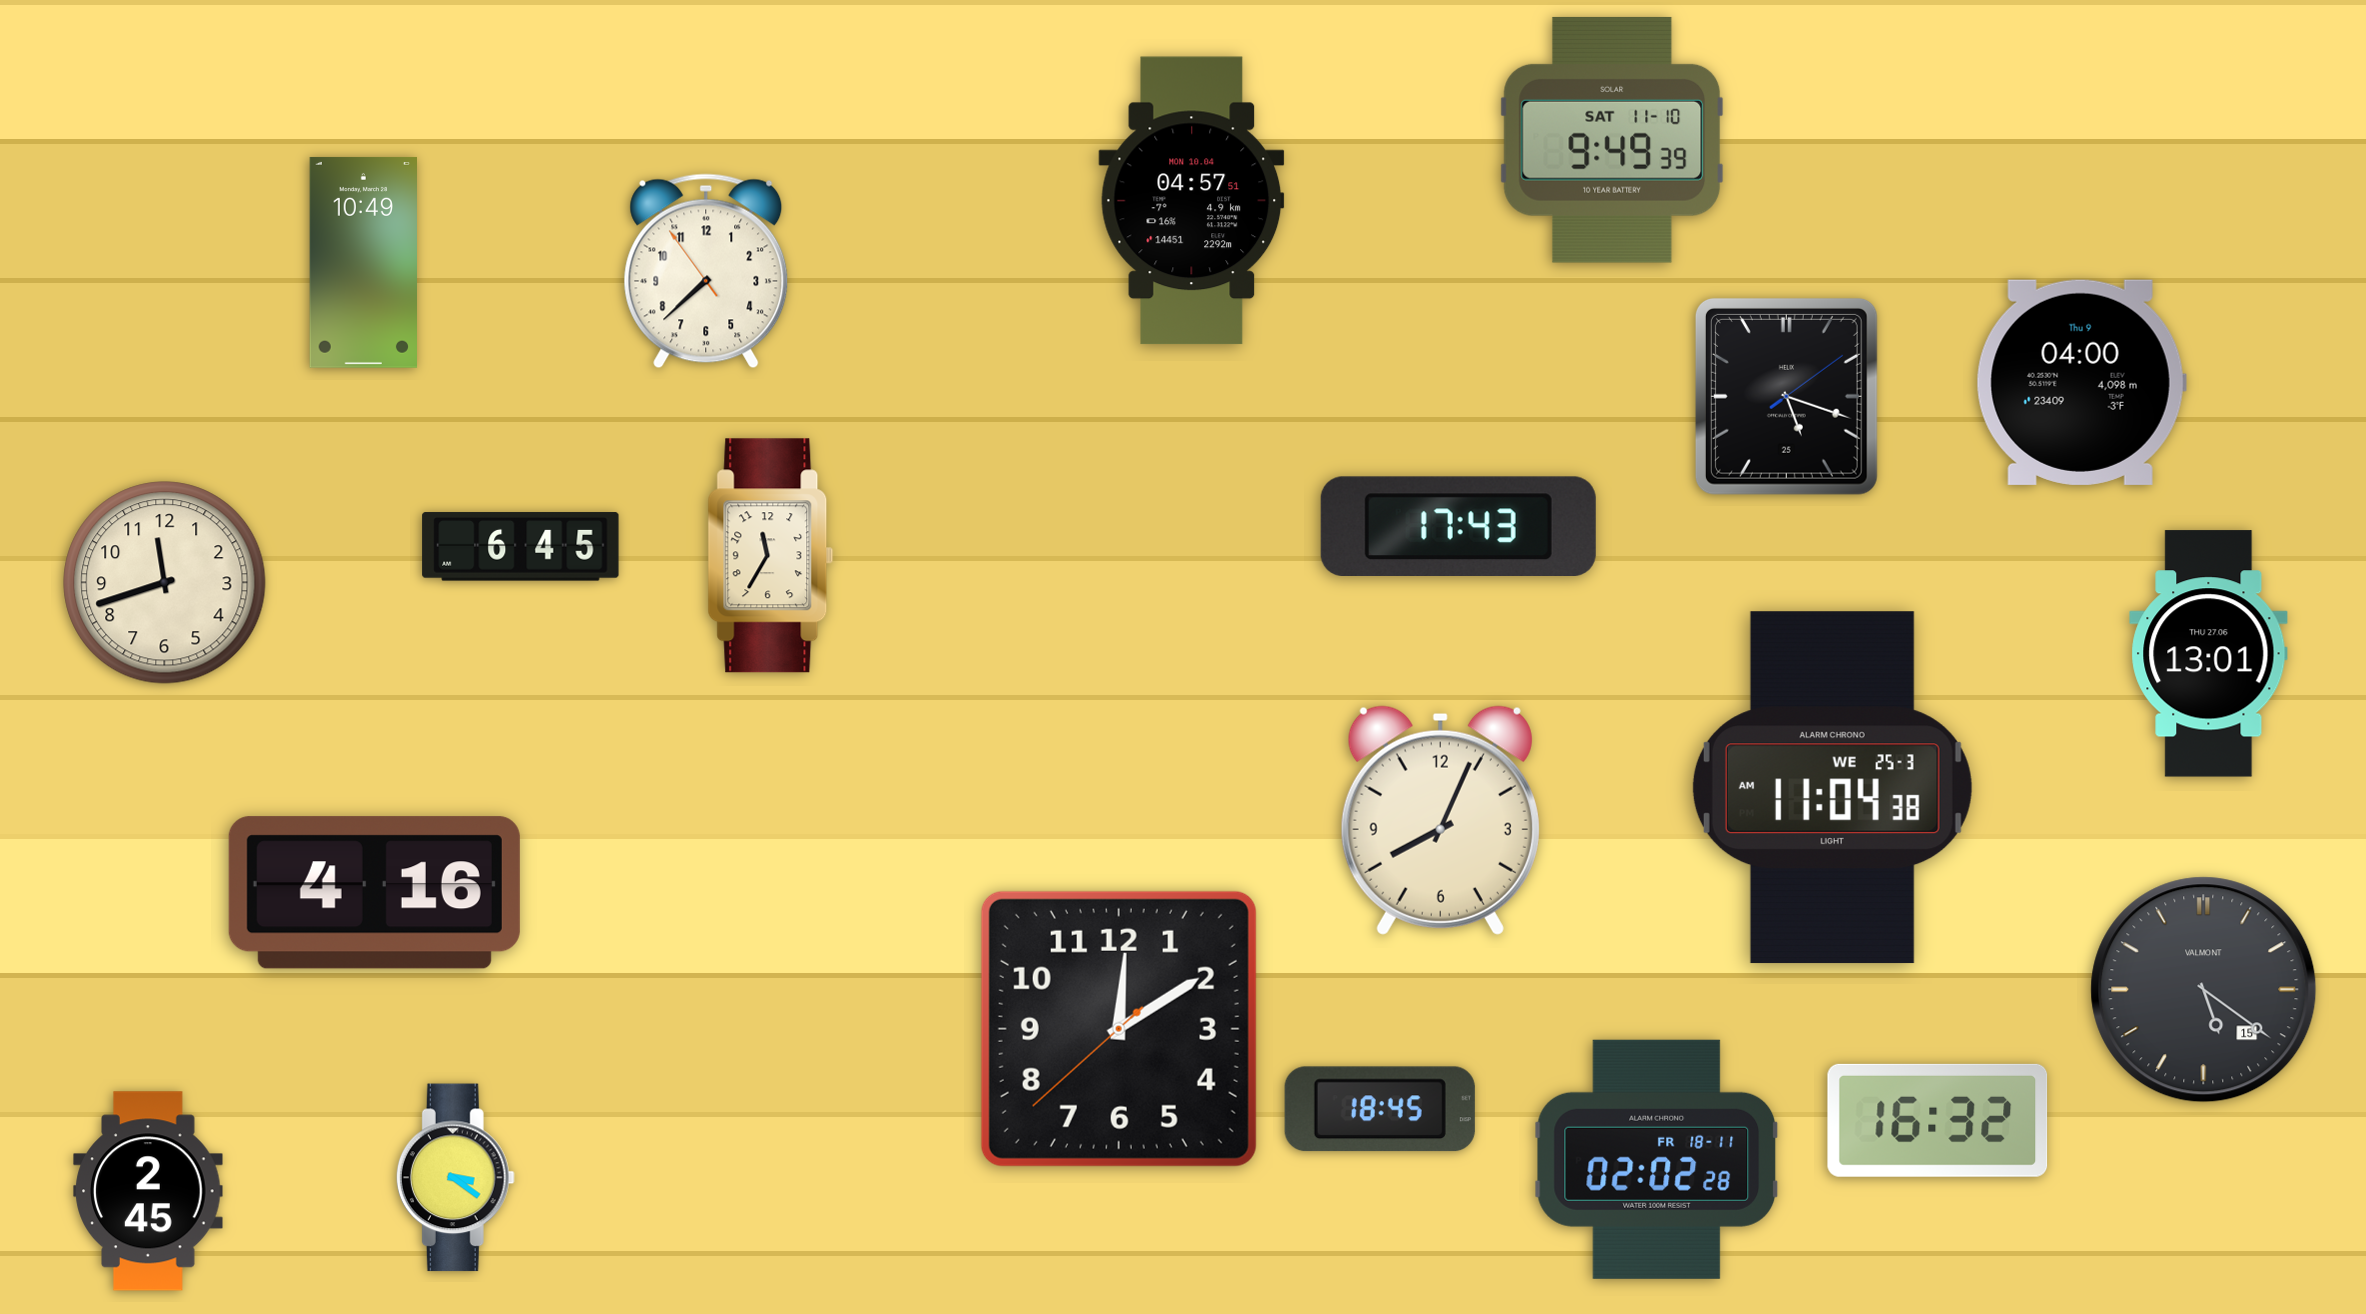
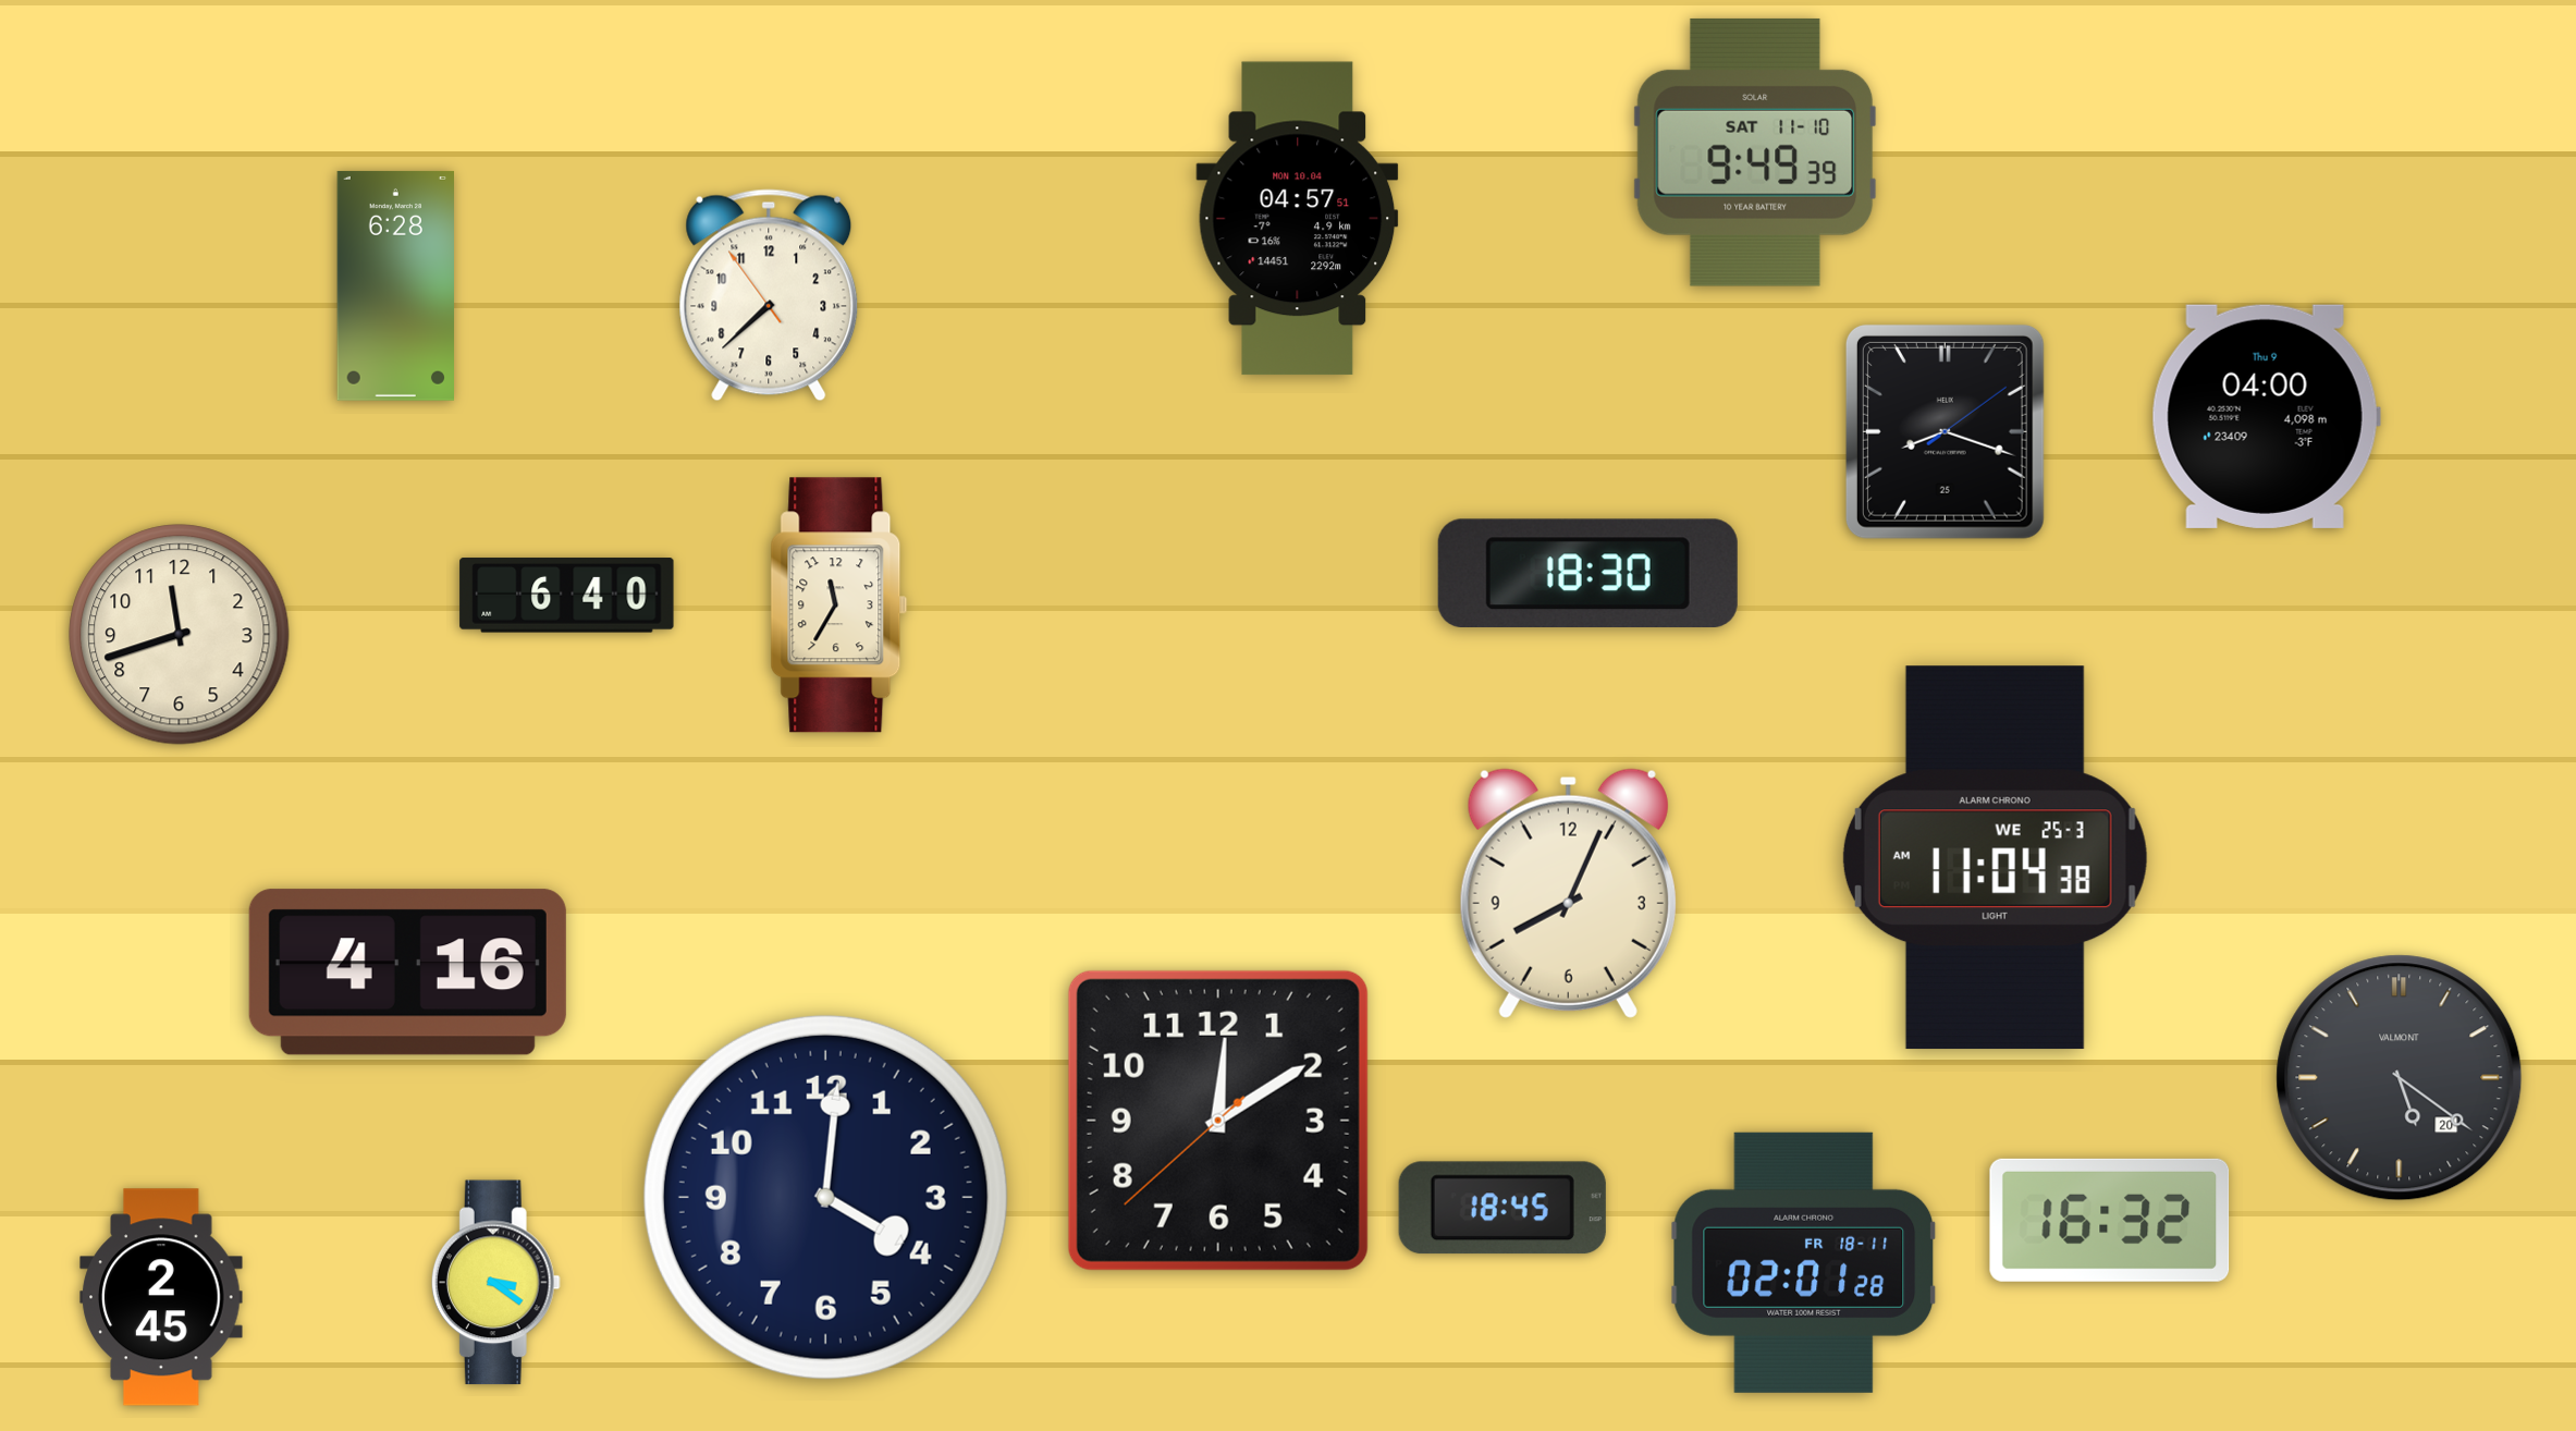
clock at (363, 262): 10:49 -> 6:28
clock at (1786, 396): 5:18 -> 8:18
clock at (1458, 526): 17:43 -> 18:30
clock at (521, 547): 6:45 -> 6:40
clock at (2209, 654): 13:01 -> none
clock at (2204, 990) date: 15 -> 20
clock at (825, 1197): none -> 4:01
clock at (1657, 1159): 02:02 -> 02:01
